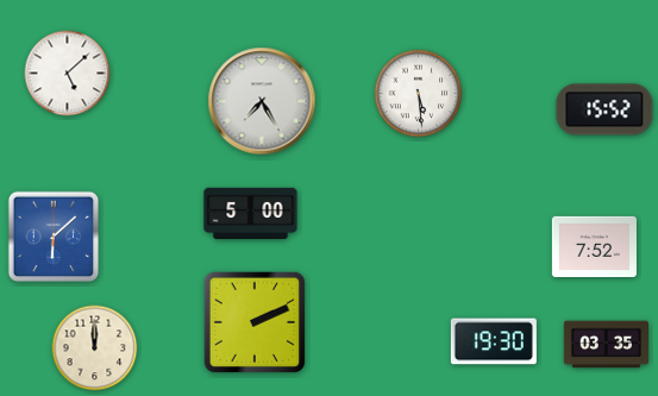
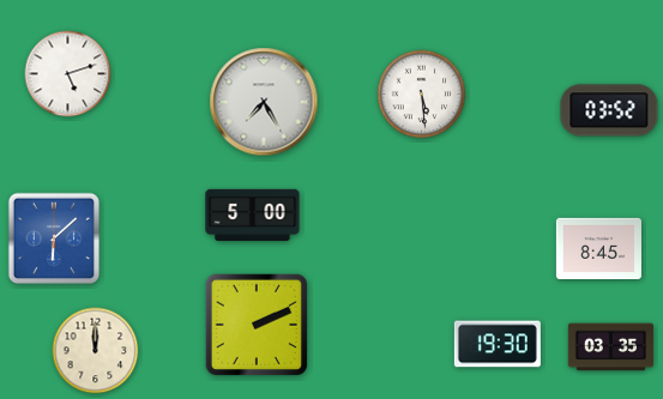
clock at (68, 74): 5:08 -> 5:12
clock at (604, 109): 15:52 -> 03:52
clock at (594, 246): 7:52 -> 8:45
